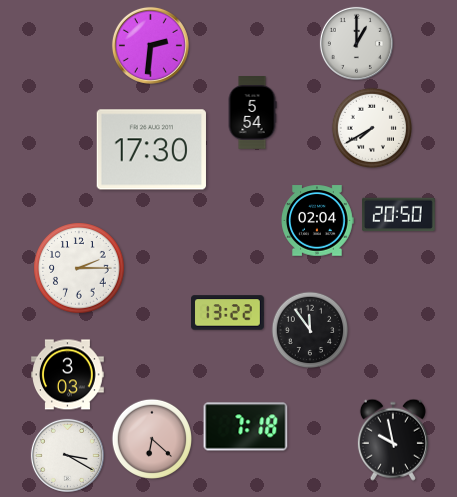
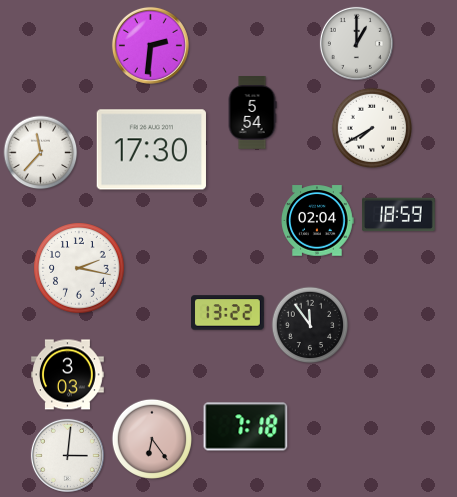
clock at (41, 153): none -> 11:37
clock at (399, 215): 20:50 -> 18:59
clock at (79, 268): 2:15 -> 2:17
clock at (310, 330) position: (310, 330) -> (310, 325)
clock at (152, 438): 6:22 -> 6:24
clock at (393, 440): 9:58 -> none
clock at (67, 455): 3:20 -> 3:01
